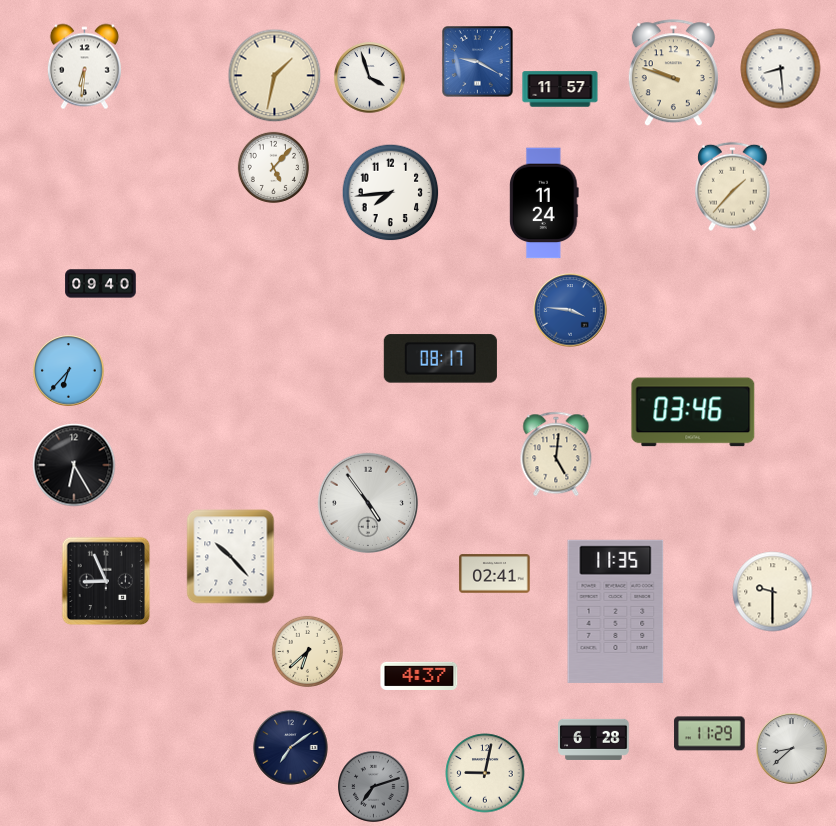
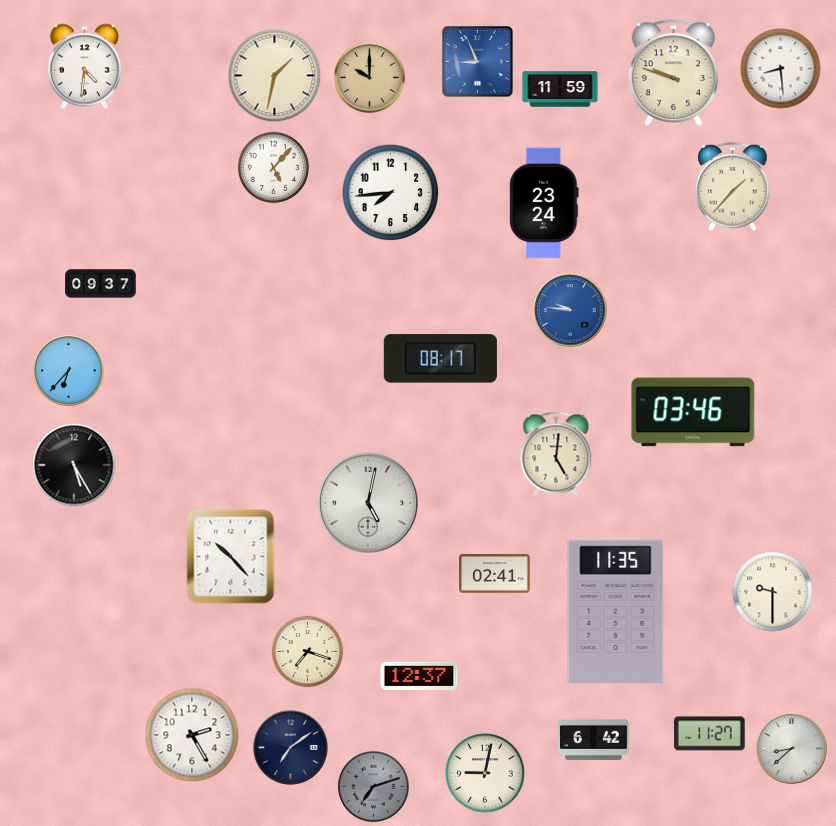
clock at (478, 62): 9:20 -> 8:56
clock at (84, 67): 6:31 -> 4:31
clock at (370, 78): 3:57 -> 10:00
clock at (370, 78) dial: white -> champagne
clock at (560, 89): 11:57 -> 11:59
clock at (544, 203): 11:24 -> 23:24
clock at (101, 284): 09:40 -> 09:37
clock at (570, 310): 3:46 -> 9:46
clock at (74, 465): 6:25 -> 5:25
clock at (368, 503): 4:54 -> 5:02
clock at (106, 581): 8:56 -> none
clock at (307, 651): 6:38 -> 7:18
clock at (419, 675): 4:37 -> 12:37
clock at (710, 734): 11:29 -> 11:27
clock at (192, 735): none -> 2:25
clock at (594, 739): 6:28 -> 6:42
